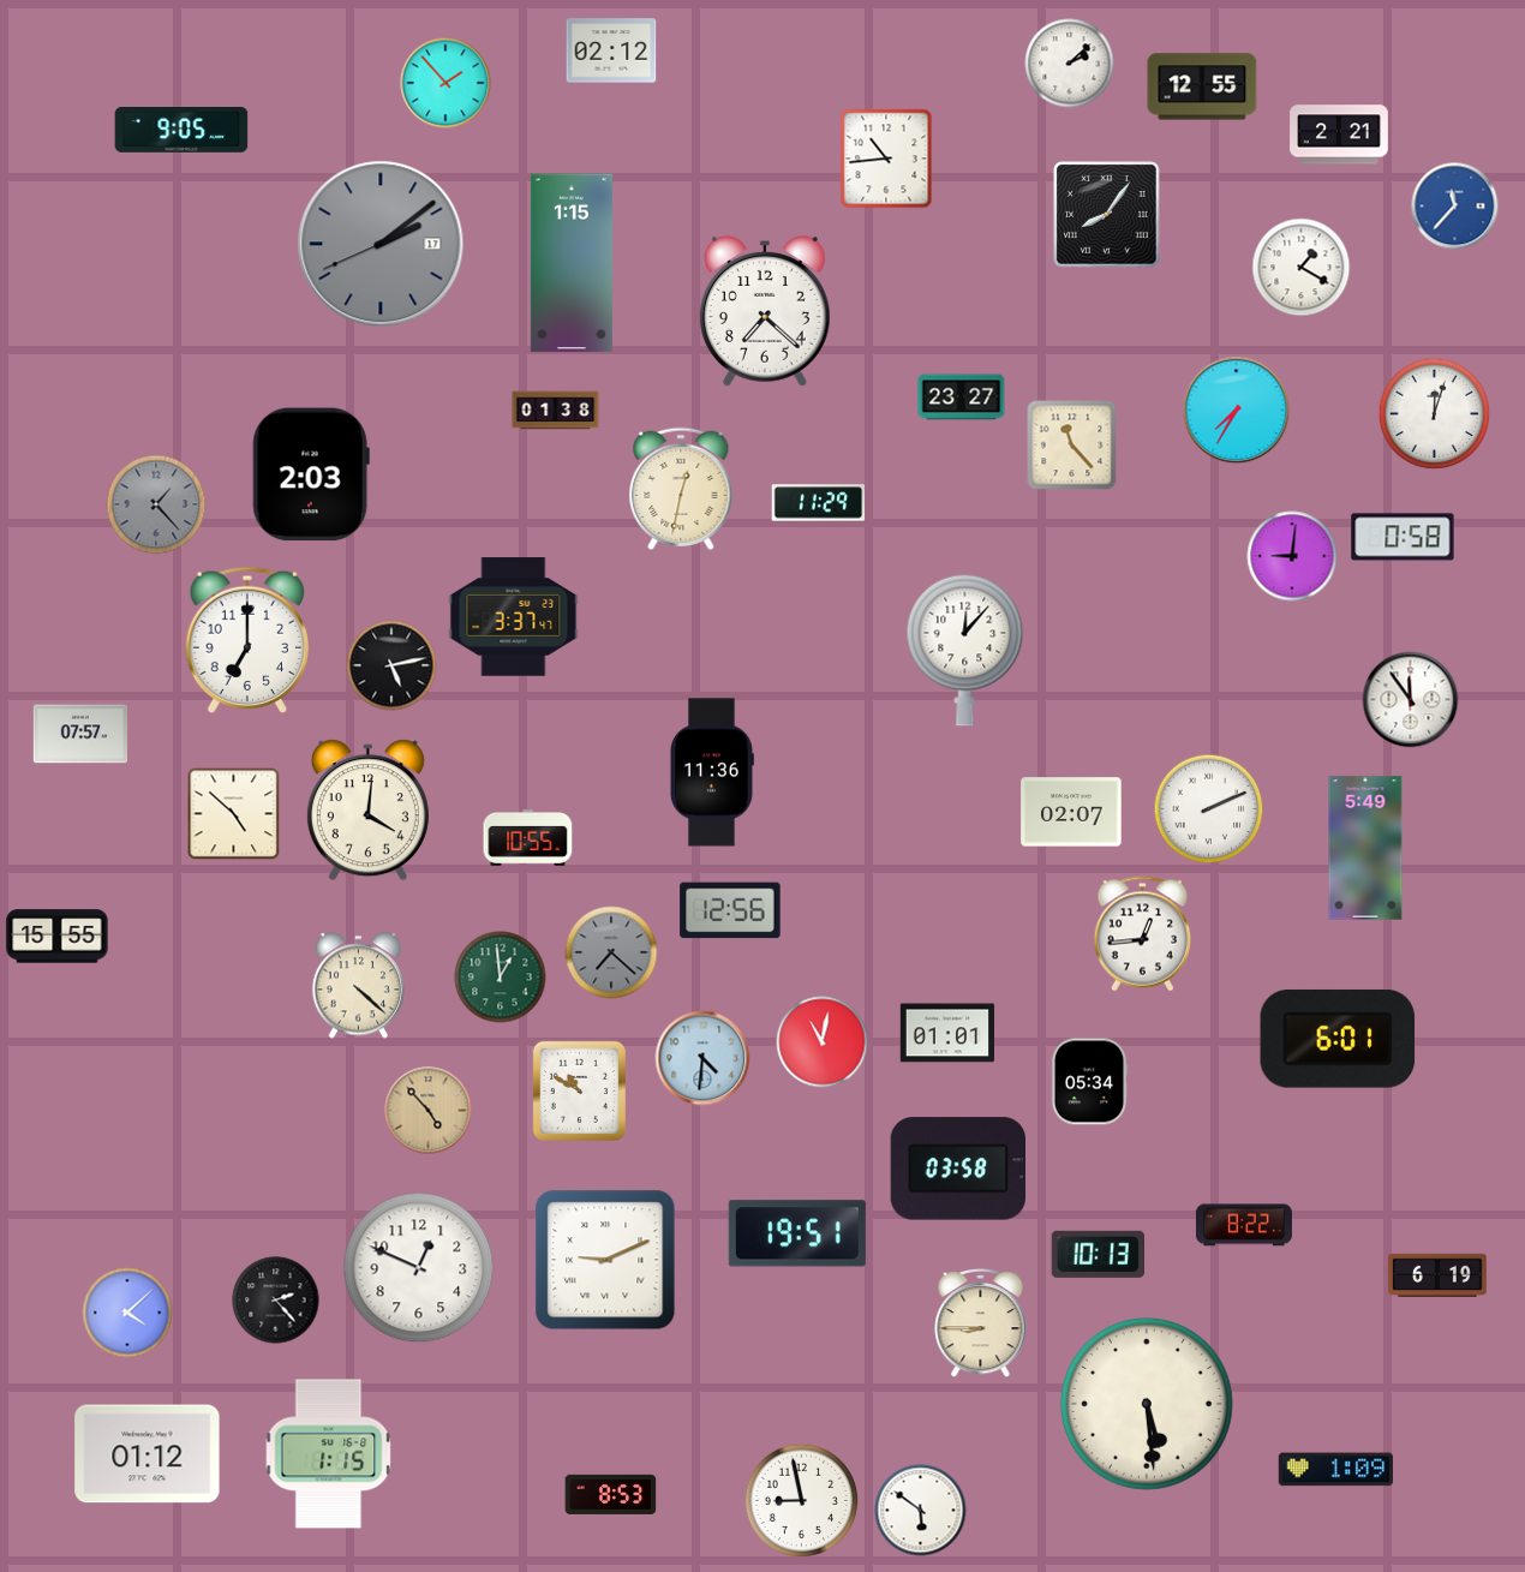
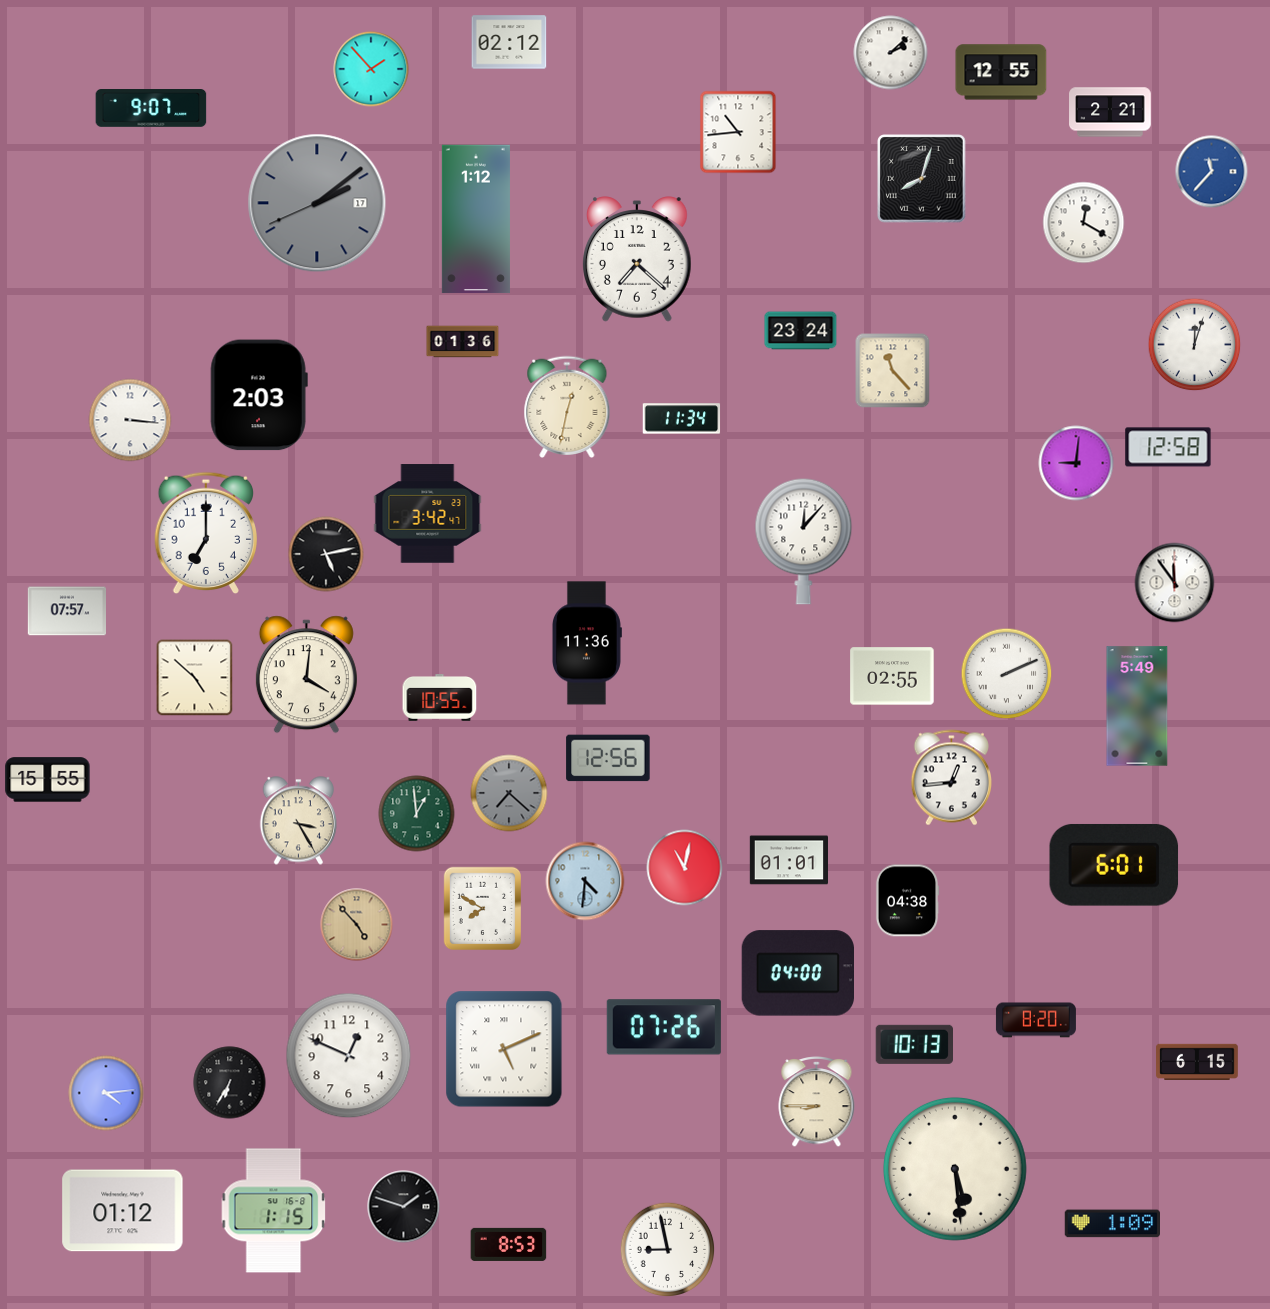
clock at (181, 130): 9:05 -> 9:07
clock at (1339, 135) position: (1339, 135) -> (1110, 112)
clock at (1107, 215): 8:06 -> 8:03
clock at (572, 263): 1:15 -> 1:12
clock at (1302, 268): 1:20 -> 12:20
clock at (962, 398): 23:27 -> 23:24
clock at (556, 411): 01:38 -> 01:36
clock at (1237, 411): 7:35 -> none
clock at (819, 503): 11:29 -> 11:34
clock at (156, 504): 1:23 -> 3:16
clock at (156, 504) dial: grey -> white
clock at (1403, 537): 0:58 -> 12:58
clock at (514, 617): 3:37 -> 3:42
clock at (711, 772) position: (711, 772) -> (586, 643)
clock at (1071, 812): 02:07 -> 02:55
clock at (358, 986): 4:22 -> 3:25
clock at (1089, 1082): 05:34 -> 04:38
clock at (579, 1090): 10:50 -> 7:50
clock at (957, 1168): 03:58 -> 04:00
clock at (1244, 1225): 8:22 -> 8:20
clock at (797, 1233): 19:51 -> 07:26
clock at (605, 1260): 9:11 -> 5:11
clock at (1437, 1274): 6:19 -> 6:15
clock at (276, 1301): 2:23 -> 6:35
clock at (127, 1313): 4:08 -> 4:14
clock at (404, 1207): none -> 1:48
clock at (921, 1511): 5:51 -> none
